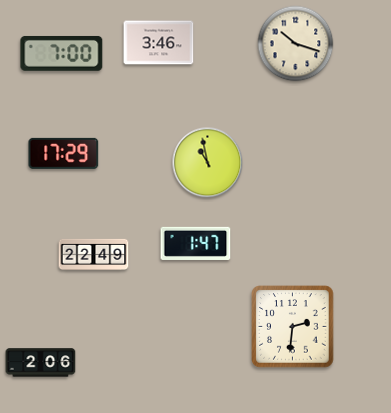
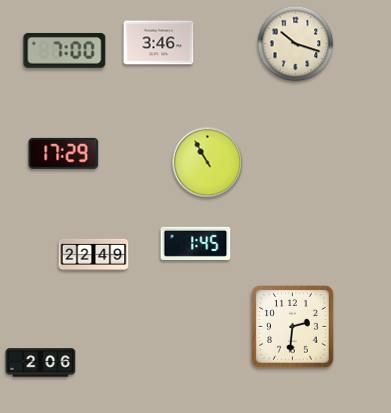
clock at (62, 53) position: (62, 53) -> (65, 50)
clock at (208, 163): 10:58 -> 10:55
clock at (196, 243): 1:47 -> 1:45
